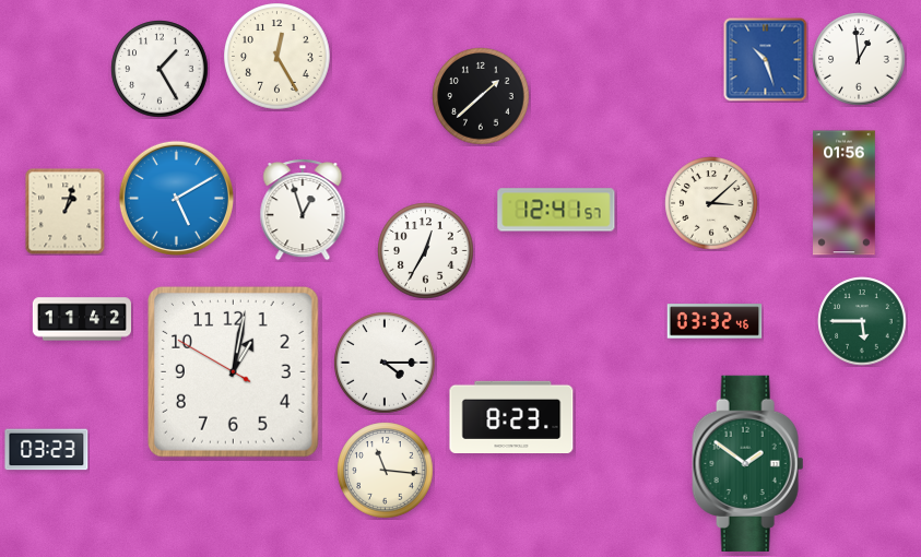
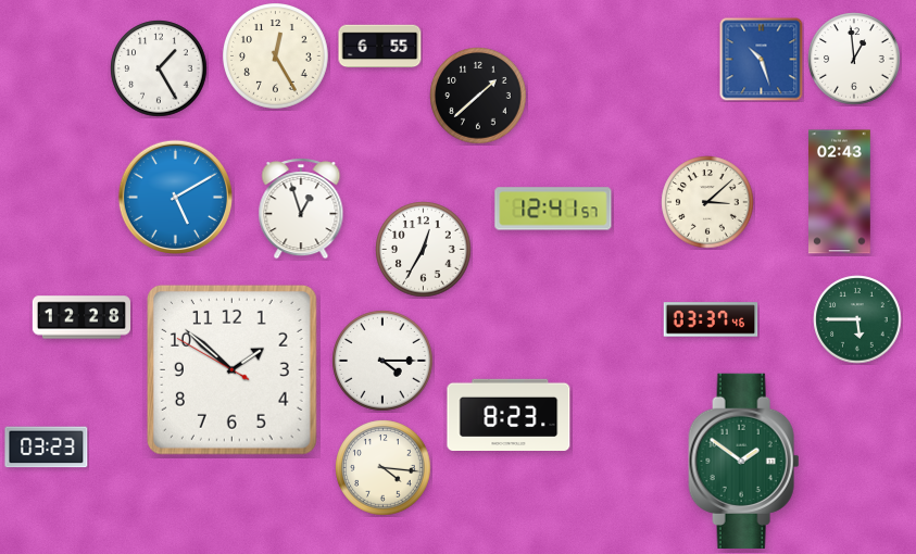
clock at (380, 47): none -> 6:55
clock at (845, 193): 01:56 -> 02:43
clock at (66, 212): 1:03 -> none
clock at (81, 319): 11:42 -> 12:28
clock at (715, 321): 03:32 -> 03:37
clock at (233, 371): 1:01 -> 1:51
clock at (386, 471): 11:16 -> 4:16
